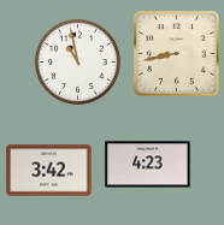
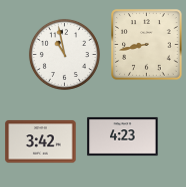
clock at (77, 61) position: (77, 61) -> (64, 54)
